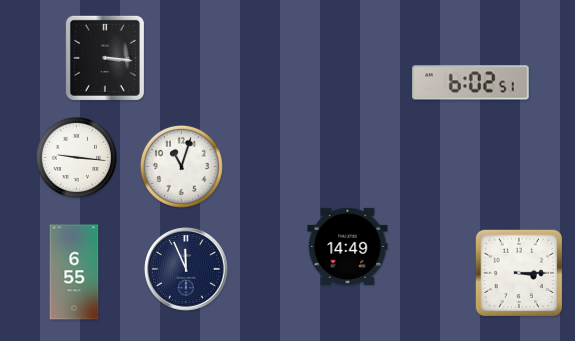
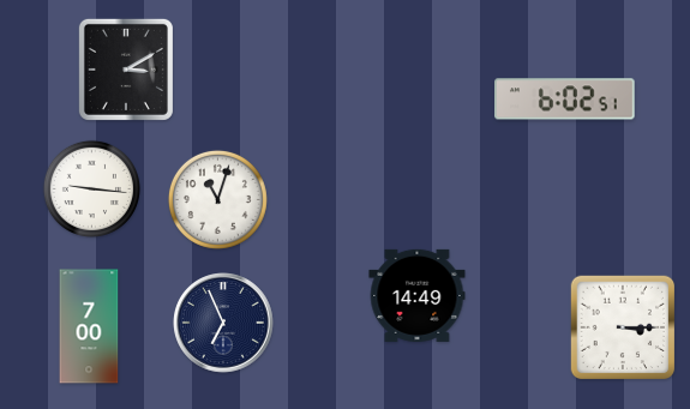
clock at (105, 58): 3:16 -> 3:10
clock at (186, 269): 11:56 -> 6:56
clock at (74, 272): 6:55 -> 7:00
